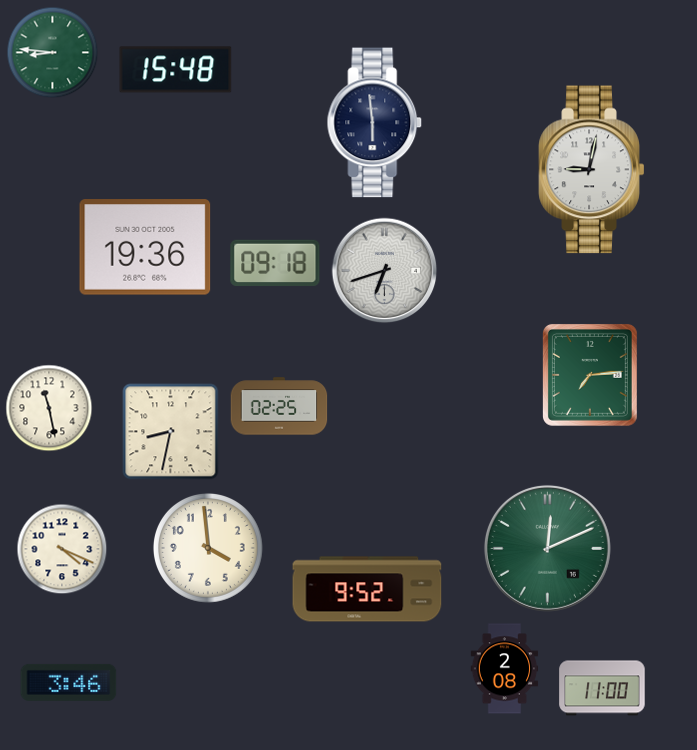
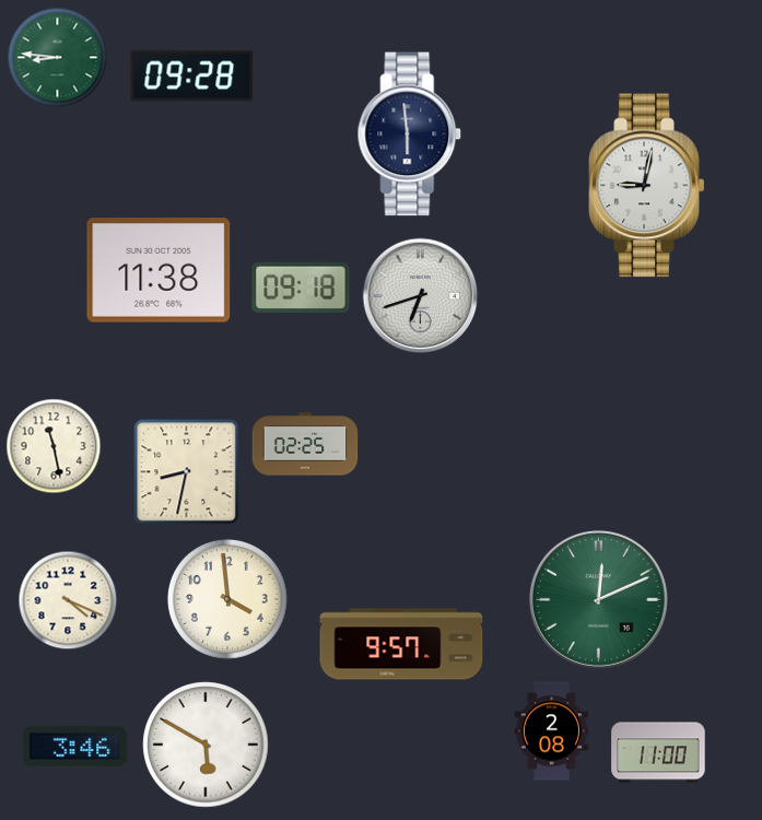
clock at (176, 70): 15:48 -> 09:28
clock at (145, 247): 19:36 -> 11:38
clock at (590, 375): 7:14 -> none
clock at (367, 589): 9:52 -> 9:57
clock at (206, 745): none -> 5:50
